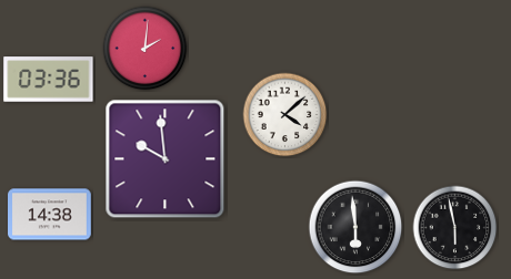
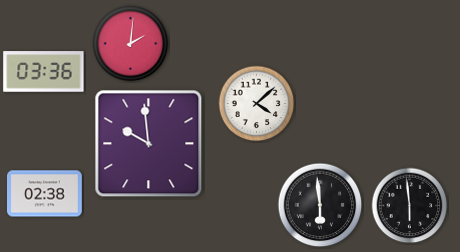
clock at (50, 215): 14:38 -> 02:38
clock at (455, 228): 5:58 -> 5:59
